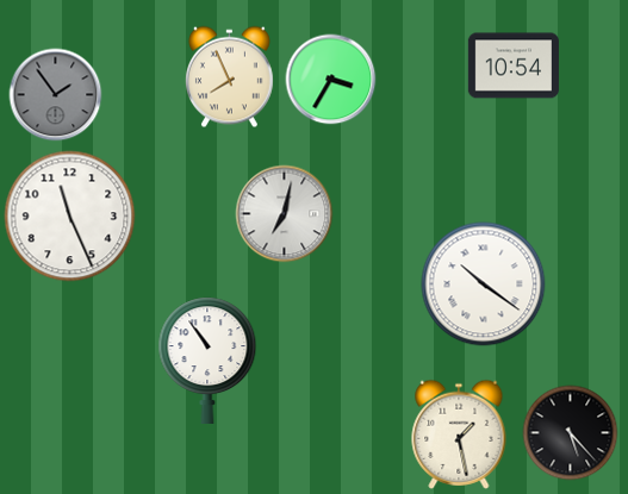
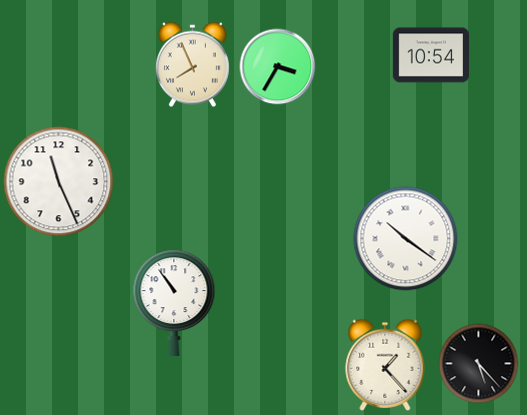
clock at (56, 95): 1:54 -> none
clock at (285, 214): 7:02 -> none
clock at (459, 434): 1:28 -> 1:23
